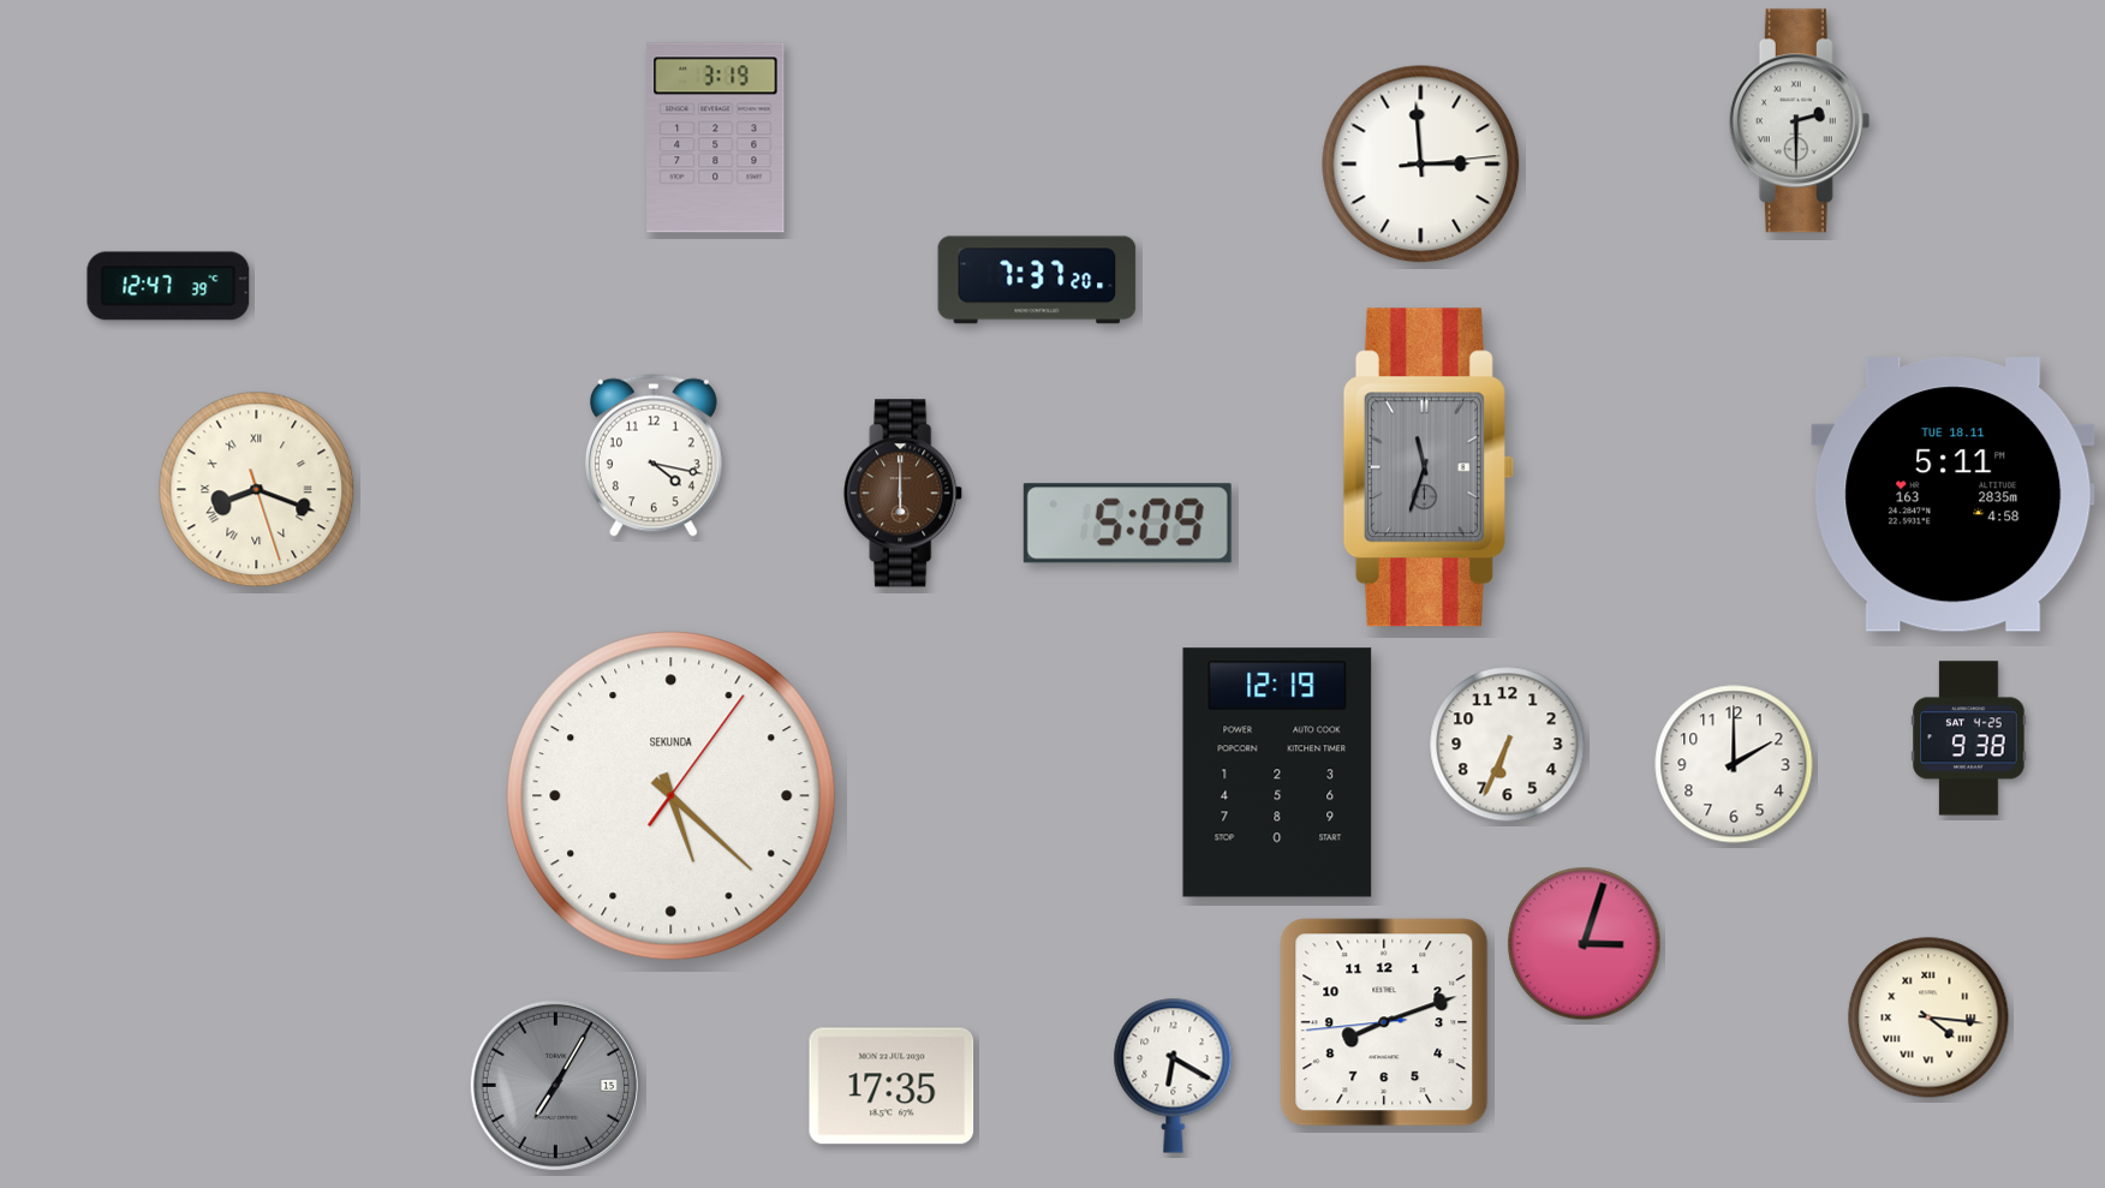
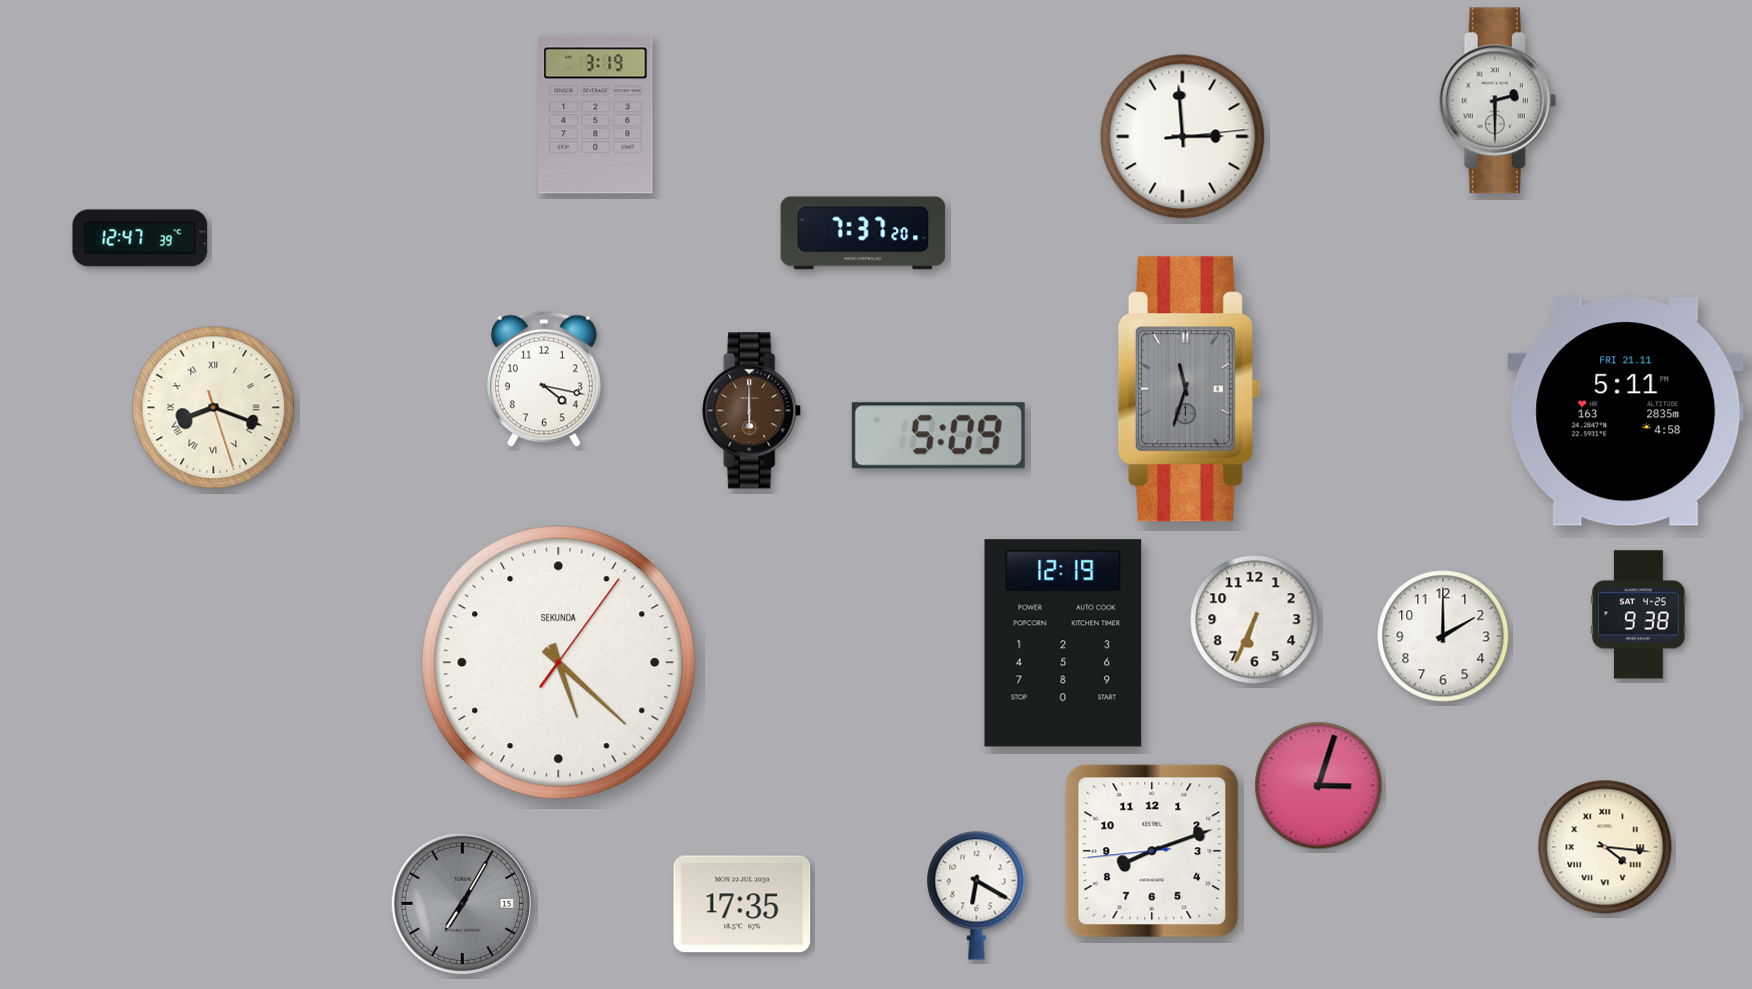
clock at (1954, 495) date: TUE 18.11 -> FRI 21.11
